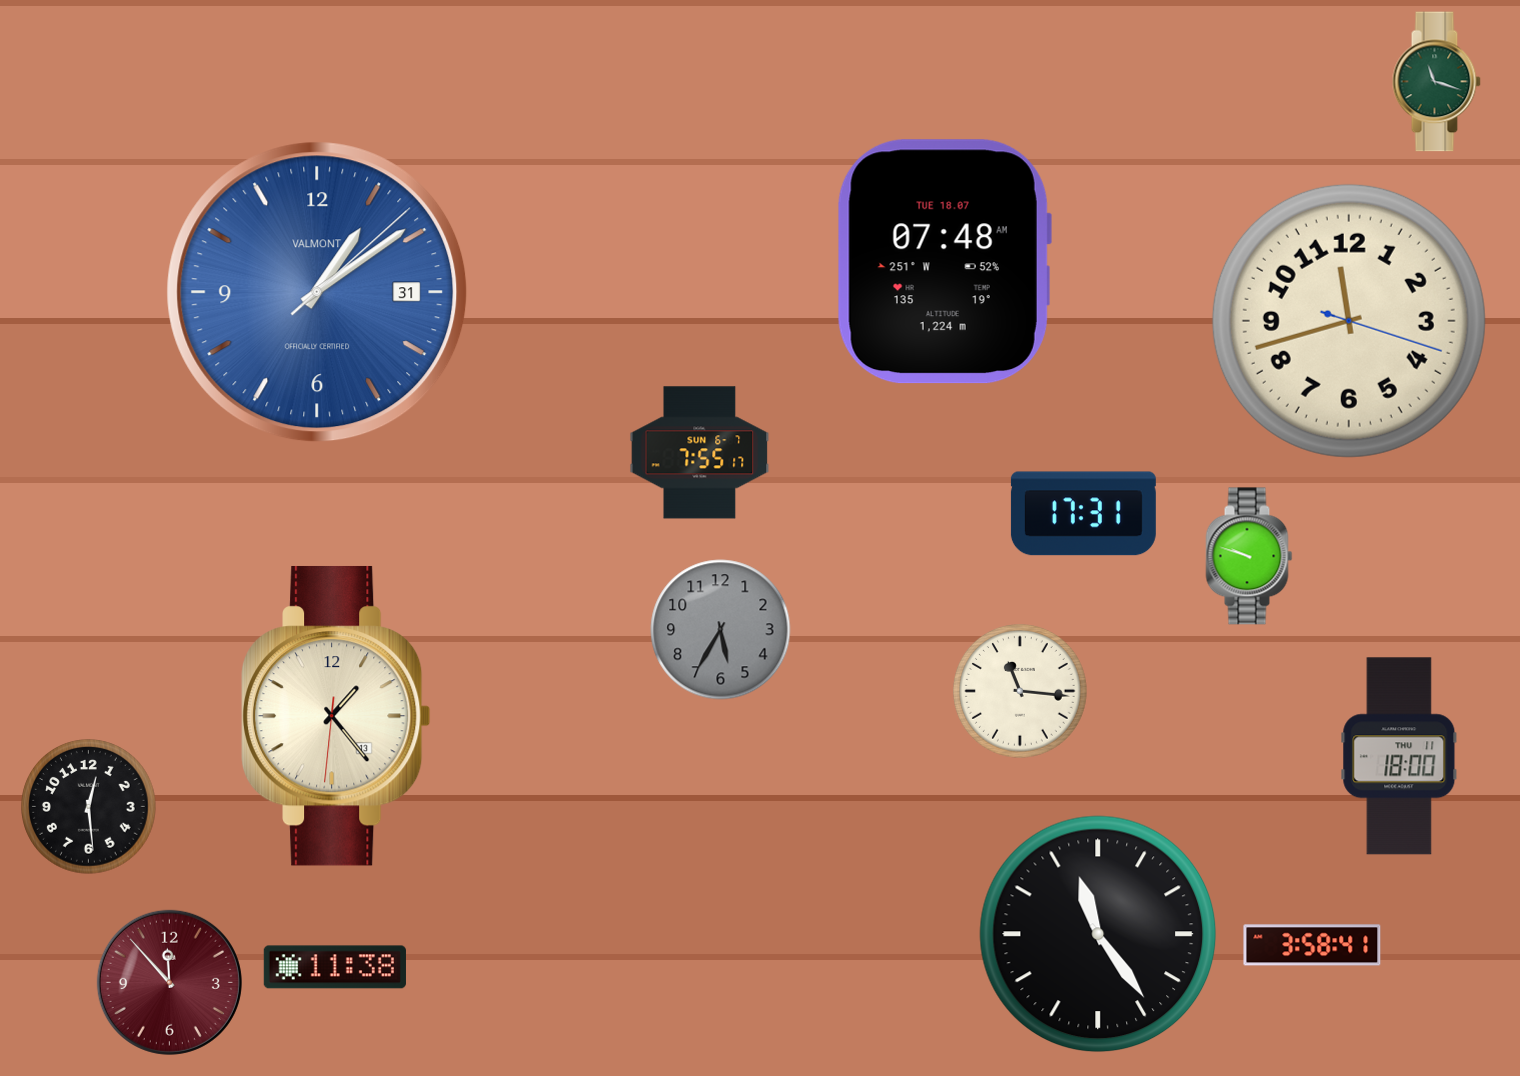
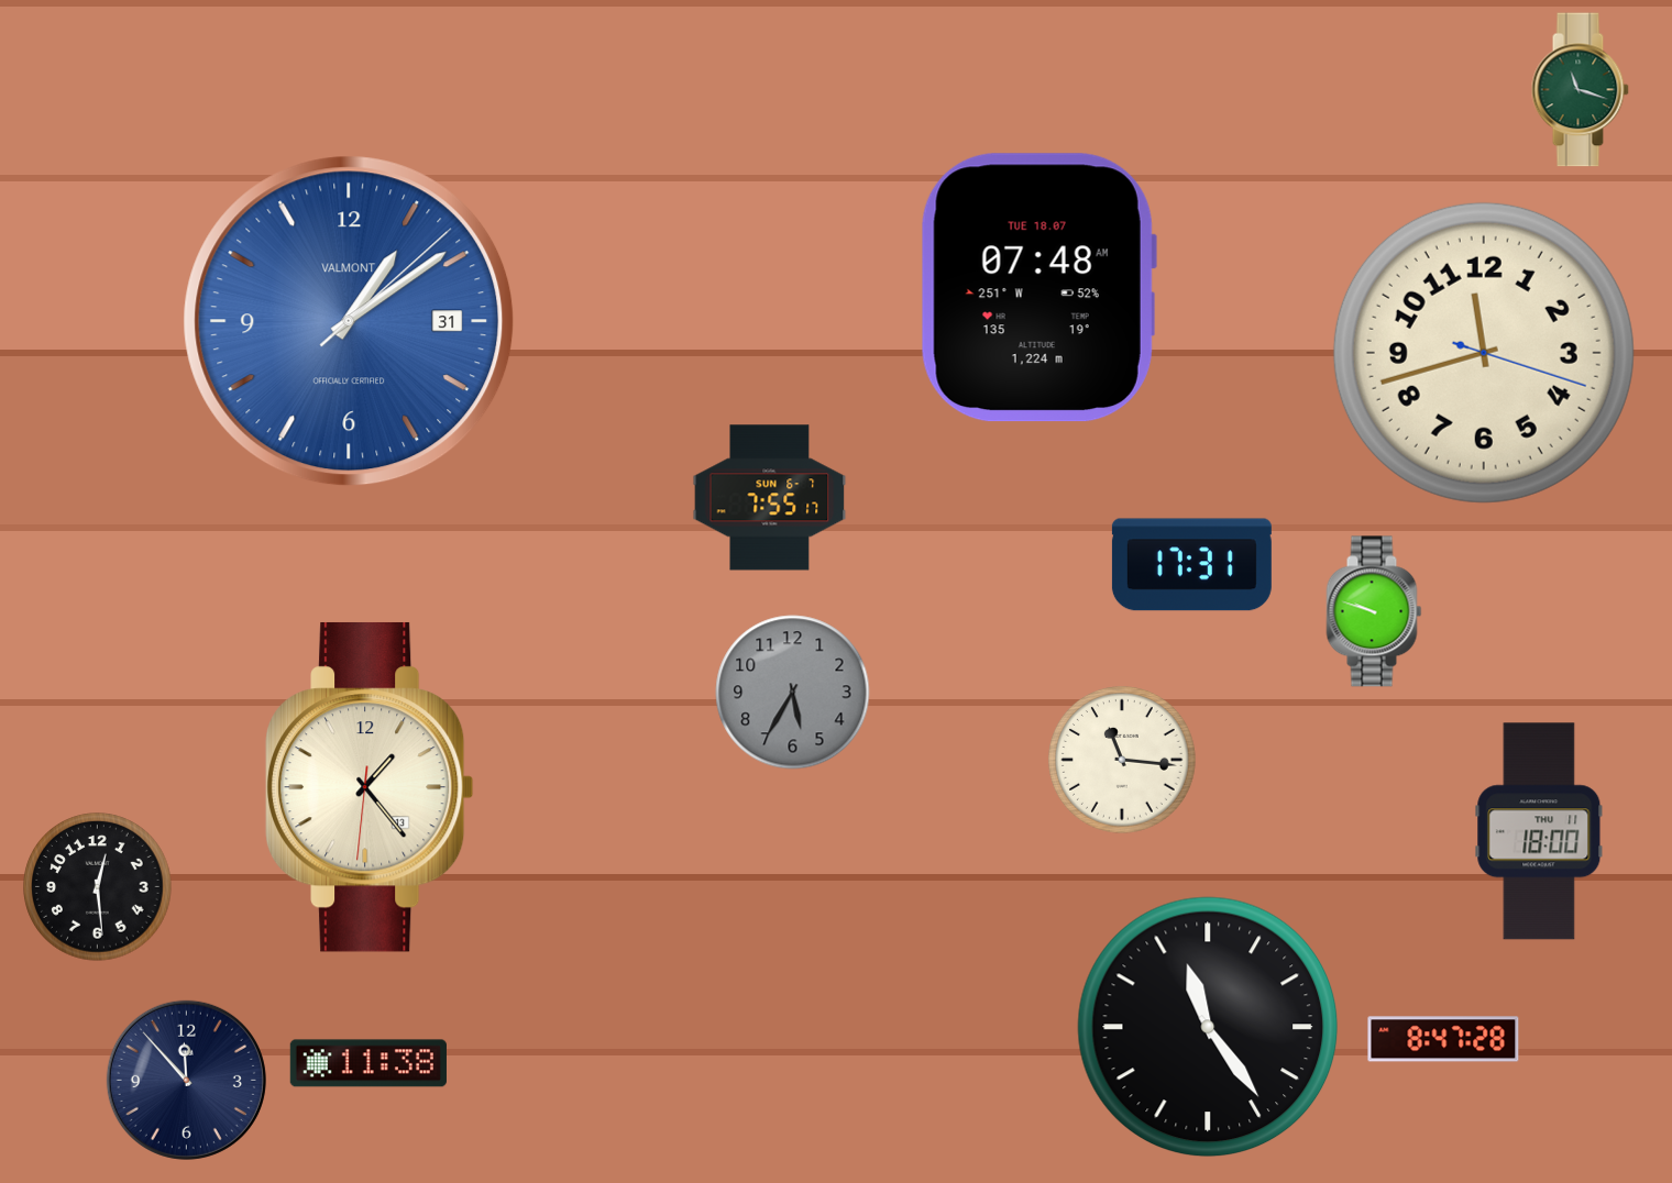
clock at (1312, 945): 3:58 -> 8:47
clock at (169, 982) dial: burgundy -> navy
